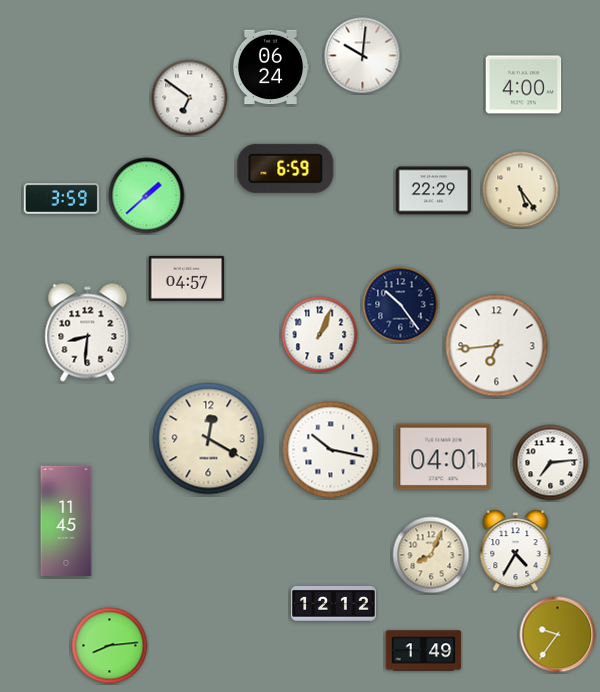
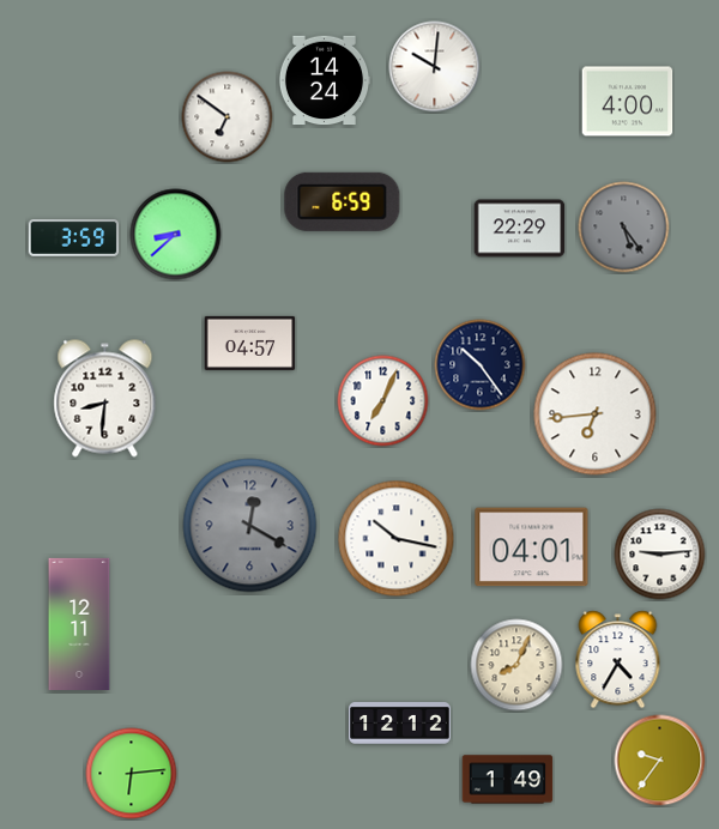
clock at (271, 67): 06:24 -> 14:24
clock at (521, 190) dial: cream -> grey
clock at (147, 196): 1:38 -> 8:38
clock at (187, 278) position: (187, 278) -> (250, 343)
clock at (320, 335): 1:04 -> 7:04
clock at (209, 439) dial: cream -> grey
clock at (551, 463): 7:14 -> 9:14
clock at (66, 520): 11:45 -> 12:11
clock at (558, 635) position: (558, 635) -> (660, 761)
clock at (110, 646): 8:14 -> 6:14
